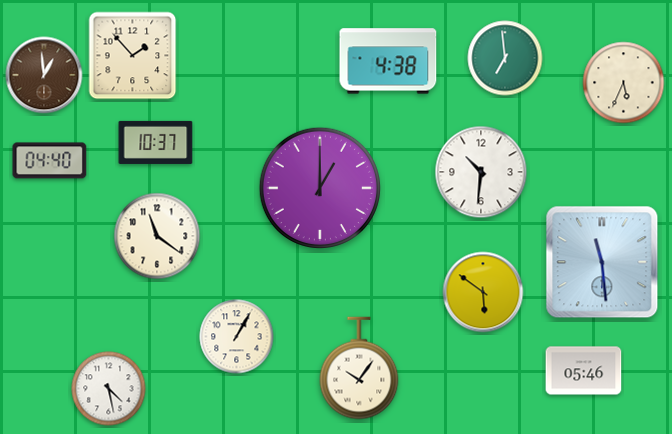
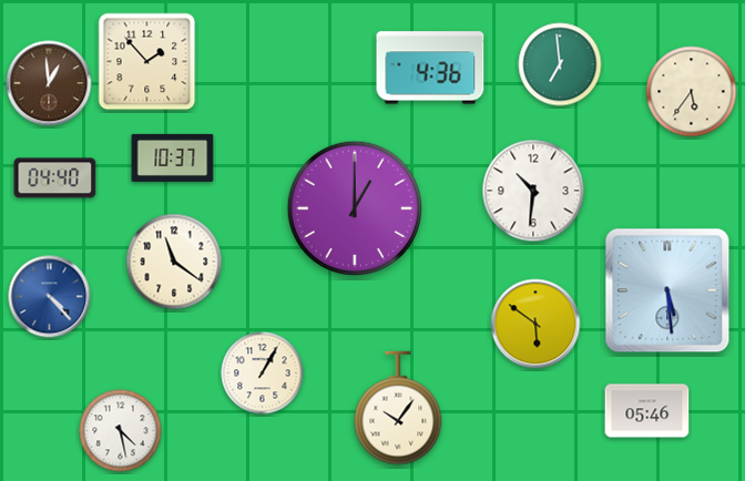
clock at (388, 61): 4:38 -> 4:36
clock at (624, 83): 5:34 -> 5:36
clock at (602, 262): 11:29 -> 5:29
clock at (50, 297): none -> 4:23
